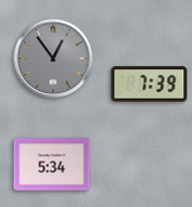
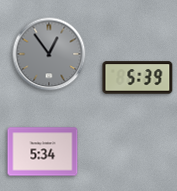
clock at (150, 85): 7:39 -> 5:39
clock at (52, 165) position: (52, 165) -> (43, 152)
